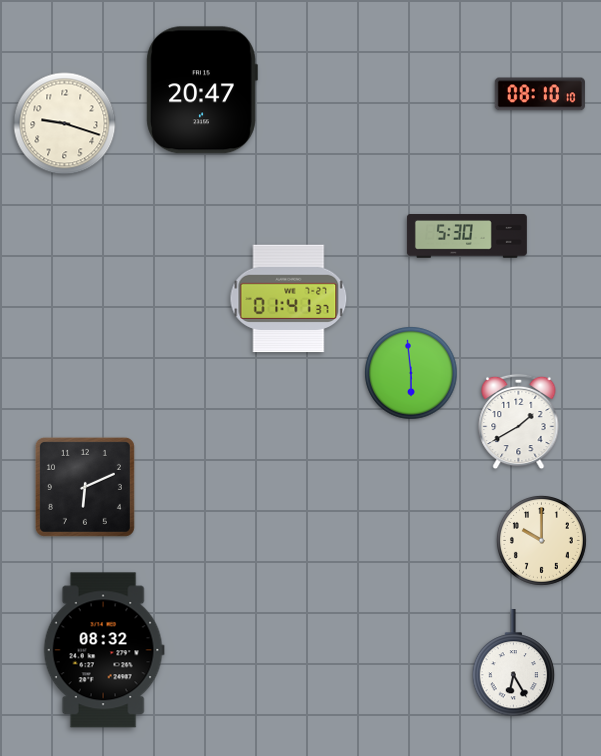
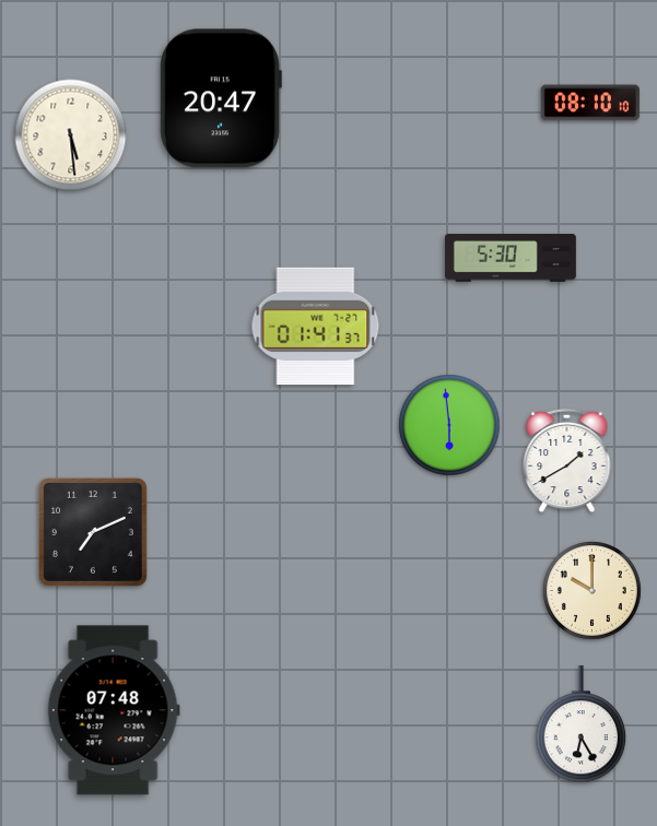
clock at (65, 124): 9:18 -> 5:29
clock at (411, 373) position: (411, 373) -> (449, 425)
clock at (85, 487): 6:11 -> 7:11
clock at (104, 650): 08:32 -> 07:48
clock at (514, 664) position: (514, 664) -> (582, 725)
